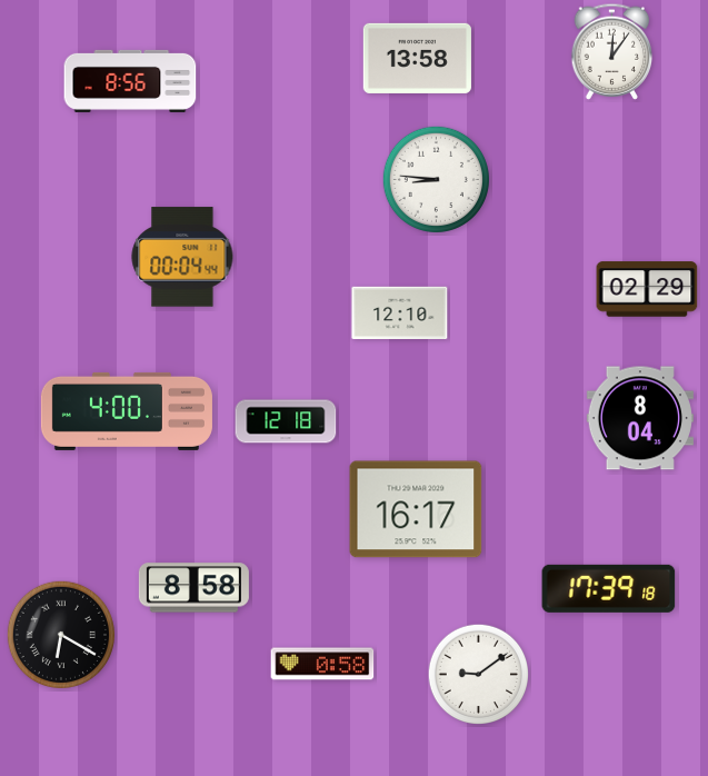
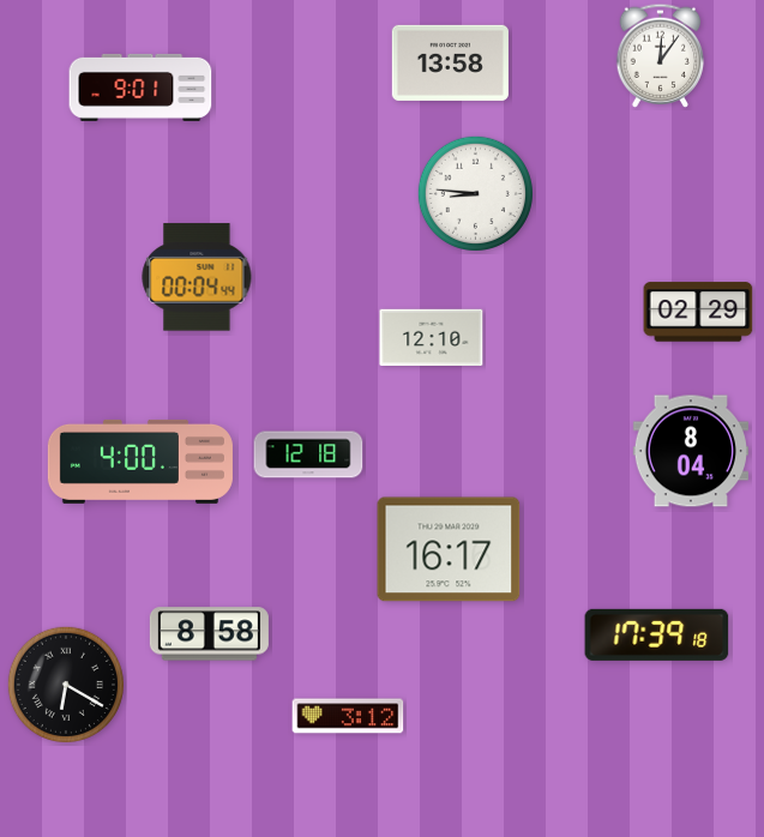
clock at (130, 81): 8:56 -> 9:01
clock at (436, 179) position: (436, 179) -> (475, 193)
clock at (127, 411) position: (127, 411) -> (140, 462)
clock at (322, 664): 0:58 -> 3:12
clock at (479, 675): 9:09 -> none
